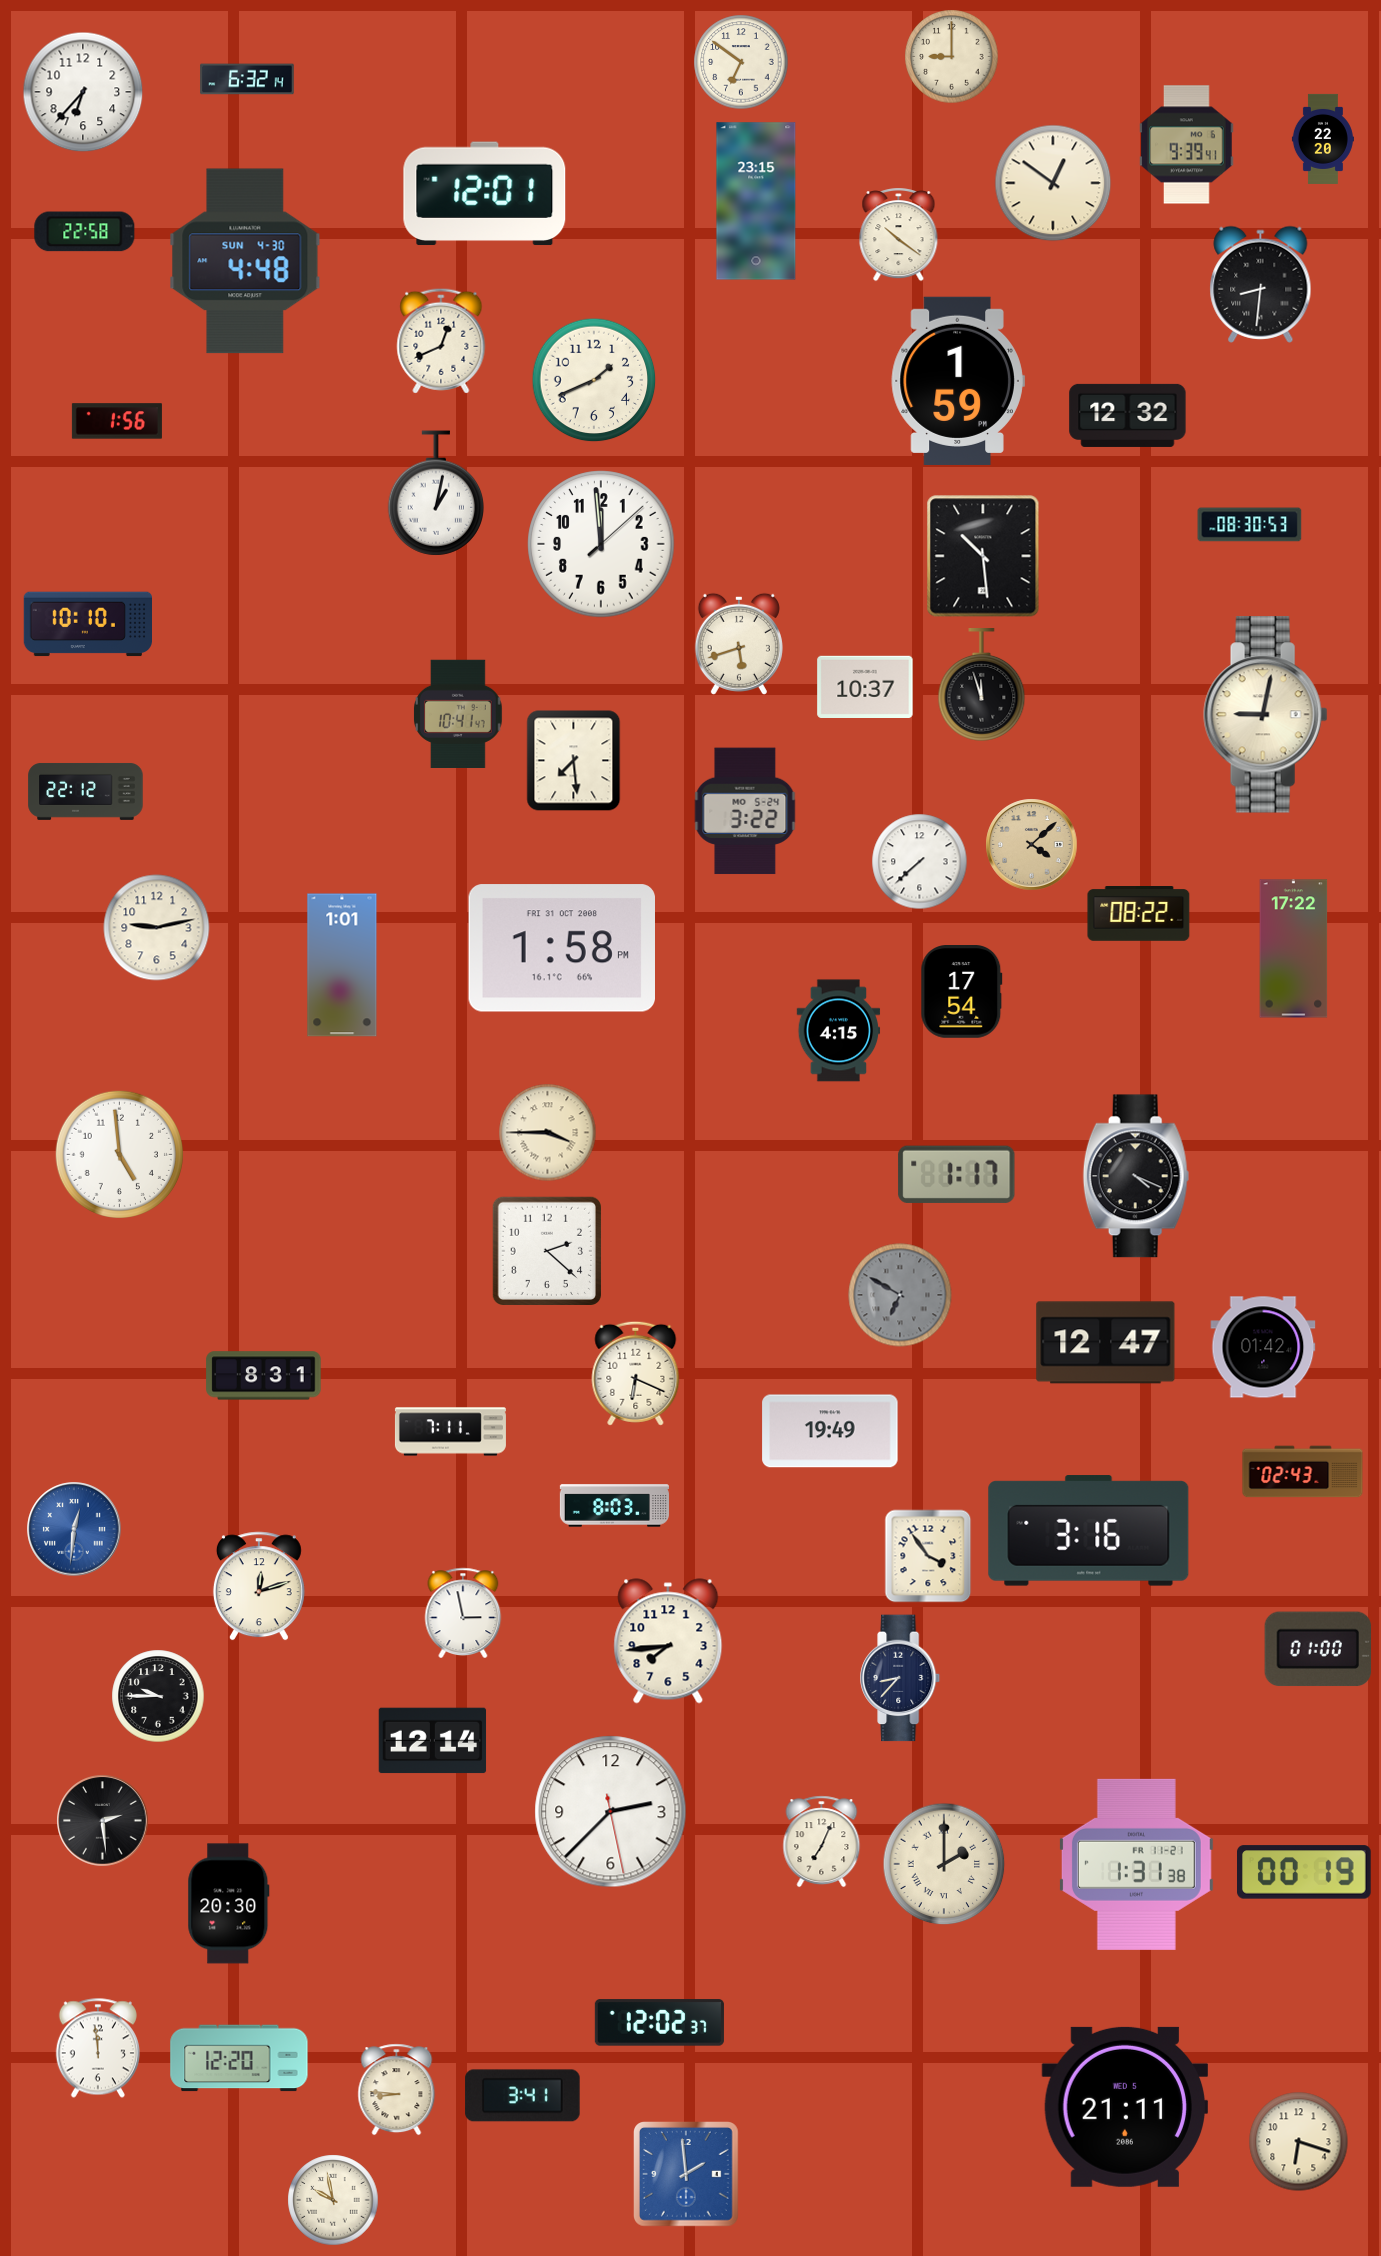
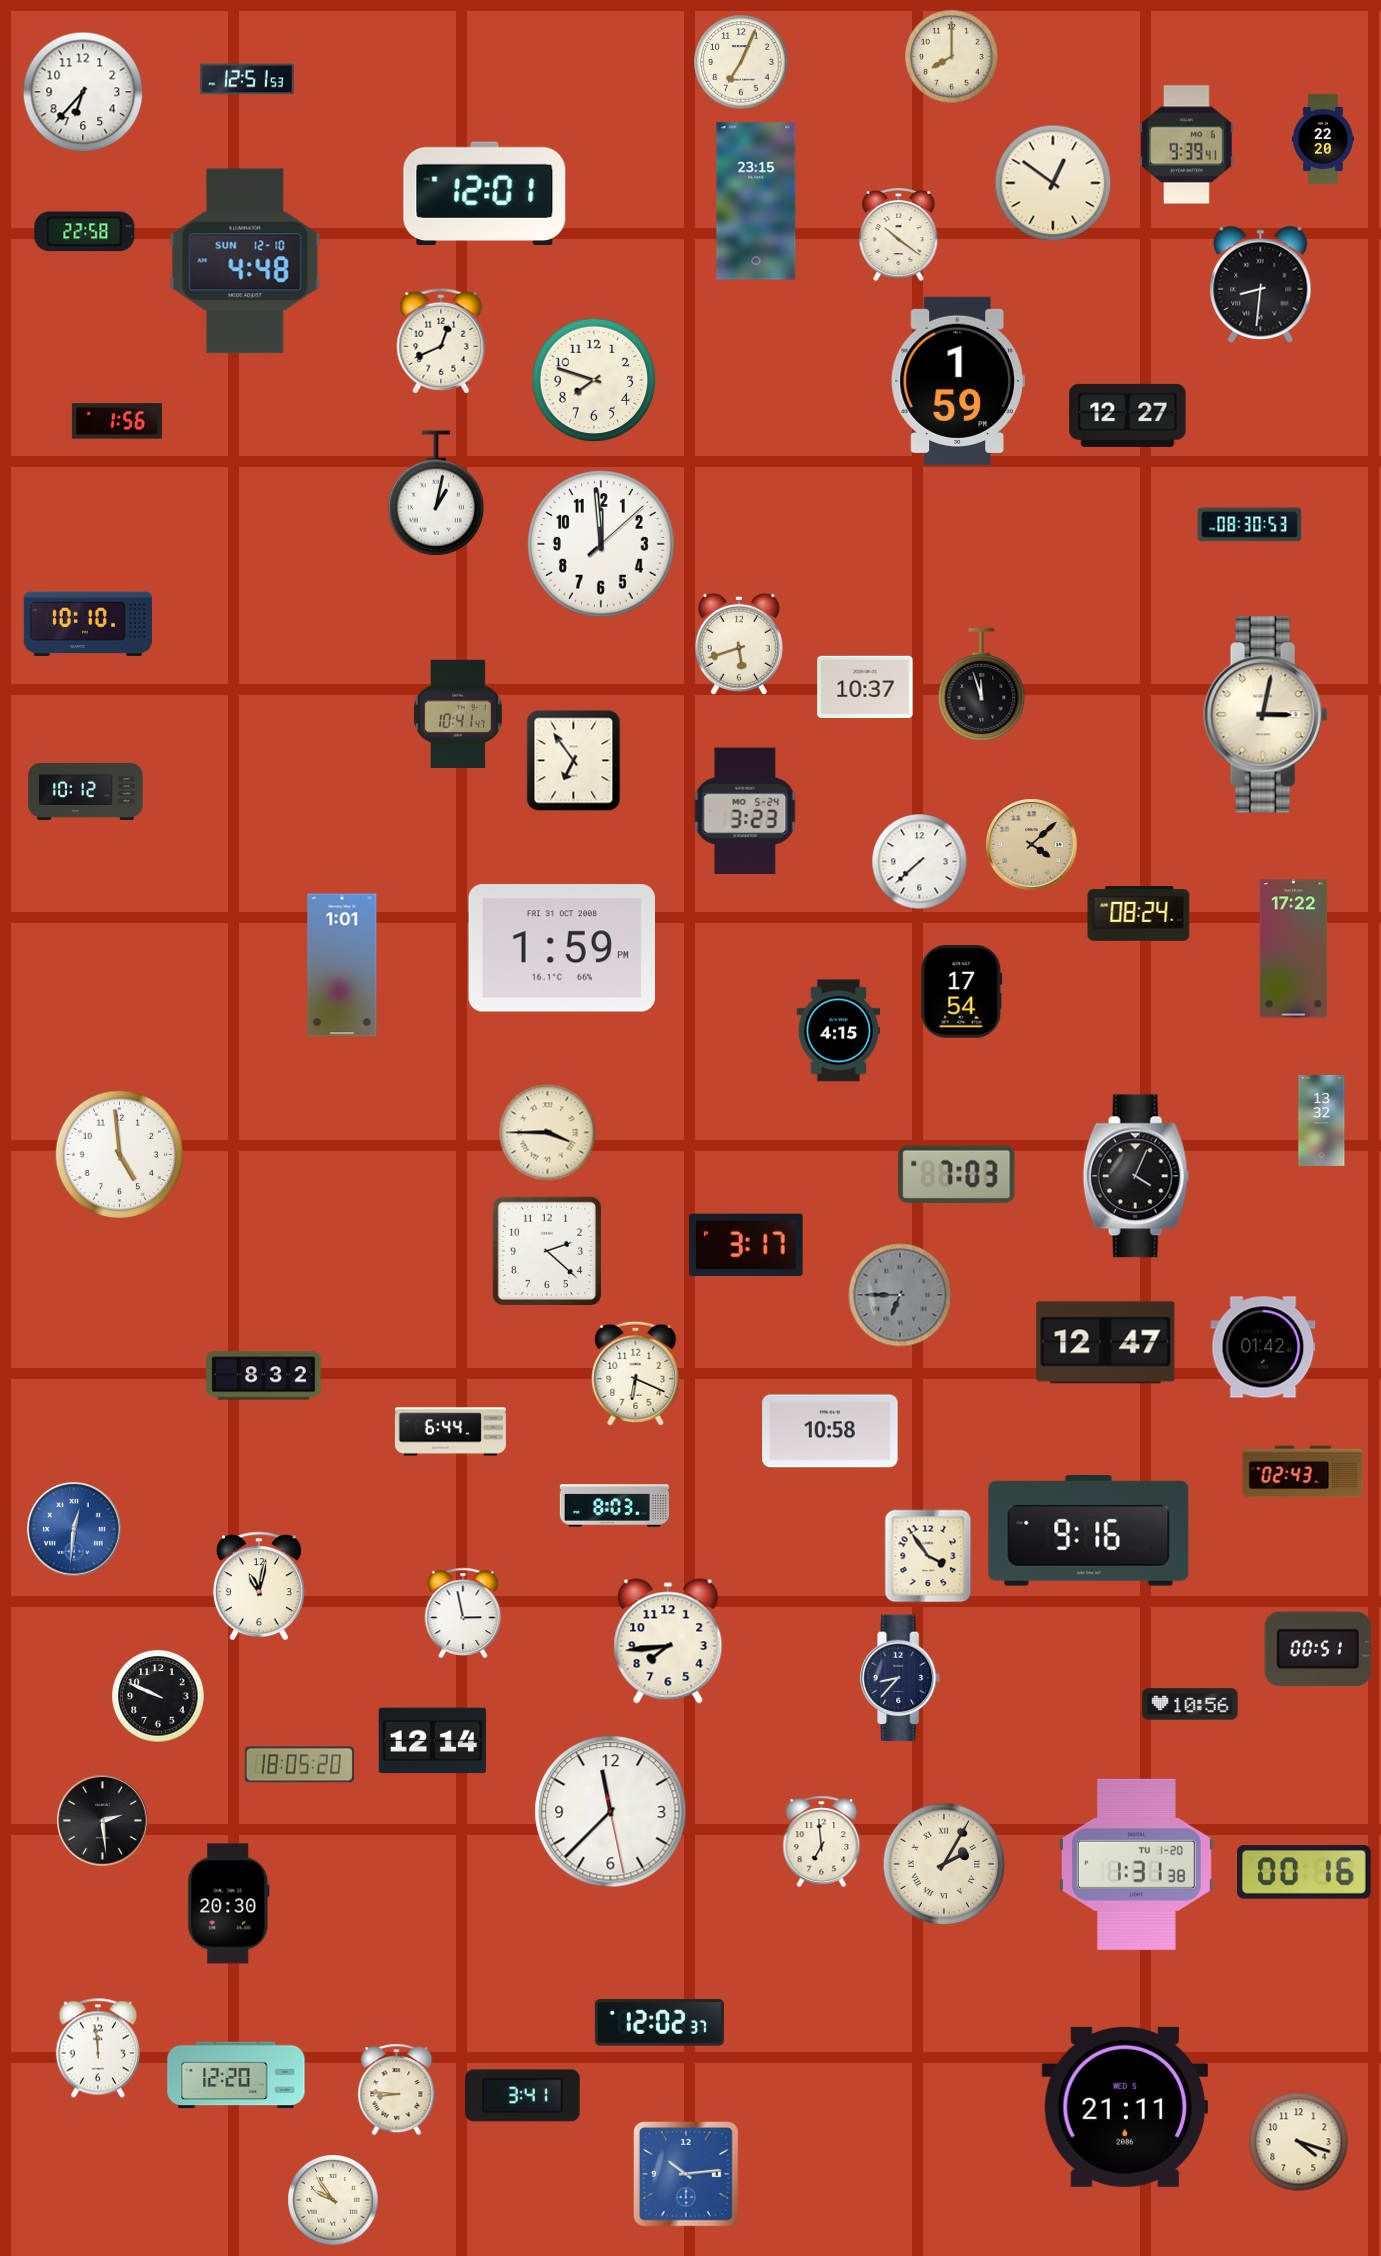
clock at (952, 57): 9:00 -> 8:00
clock at (741, 62): 6:51 -> 7:04
clock at (247, 79): 6:32 -> 12:51
clock at (245, 261) date: SUN 4-30 -> SUN 12-10
clock at (594, 380): 1:41 -> 7:48
clock at (1128, 415): 12:32 -> 12:27
clock at (983, 556): 10:29 -> none
clock at (1266, 715): 9:02 -> 3:02
clock at (574, 761): 7:29 -> 6:54
clock at (86, 791): 22:12 -> 10:12
clock at (745, 811): 3:22 -> 3:23
clock at (1139, 914): 08:22 -> 08:24
clock at (157, 928): 9:13 -> none
clock at (561, 948): 1:58 -> 1:59
clock at (1322, 1120): none -> 13:32
clock at (957, 1174): 1:17 -> 7:03
clock at (1136, 1176): 4:19 -> 4:04
clock at (746, 1245): none -> 3:17
clock at (900, 1295): 6:50 -> 6:45
clock at (264, 1376): 8:31 -> 8:32
clock at (830, 1431): 19:49 -> 10:58
clock at (450, 1432): 7:11 -> 6:44
clock at (1089, 1531): 3:16 -> 9:16
clock at (259, 1586): 12:12 -> 11:02
clock at (1318, 1649): 01:00 -> 00:51
clock at (158, 1696): 9:45 -> 9:49
clock at (1190, 1704): none -> 10:56
clock at (299, 1765): none -> 18:05
clock at (611, 1812): 2:37 -> 11:37
clock at (822, 1842): 7:04 -> 6:59
clock at (944, 1864): 2:00 -> 2:05
clock at (1136, 1864) date: FR 11-21 -> TU 1-20
clock at (1305, 1872): 00:19 -> 00:16
clock at (239, 2058) position: (239, 2058) -> (236, 2075)
clock at (1299, 2142): 6:18 -> 4:18
clock at (687, 2175): 1:59 -> 10:14
clock at (333, 2200): 9:58 -> 9:54
